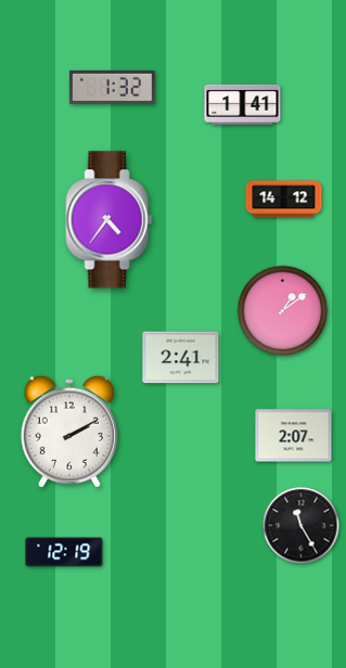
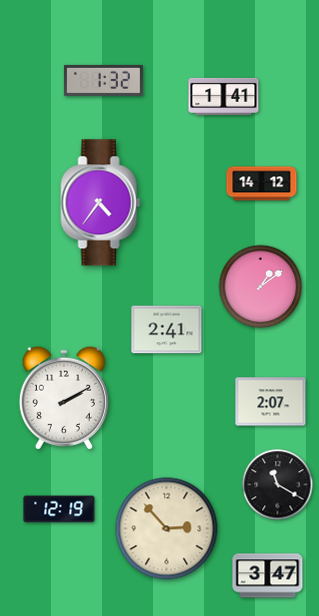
clock at (302, 526): 11:25 -> 11:20
clock at (167, 529): none -> 2:53
clock at (268, 576): none -> 3:47
